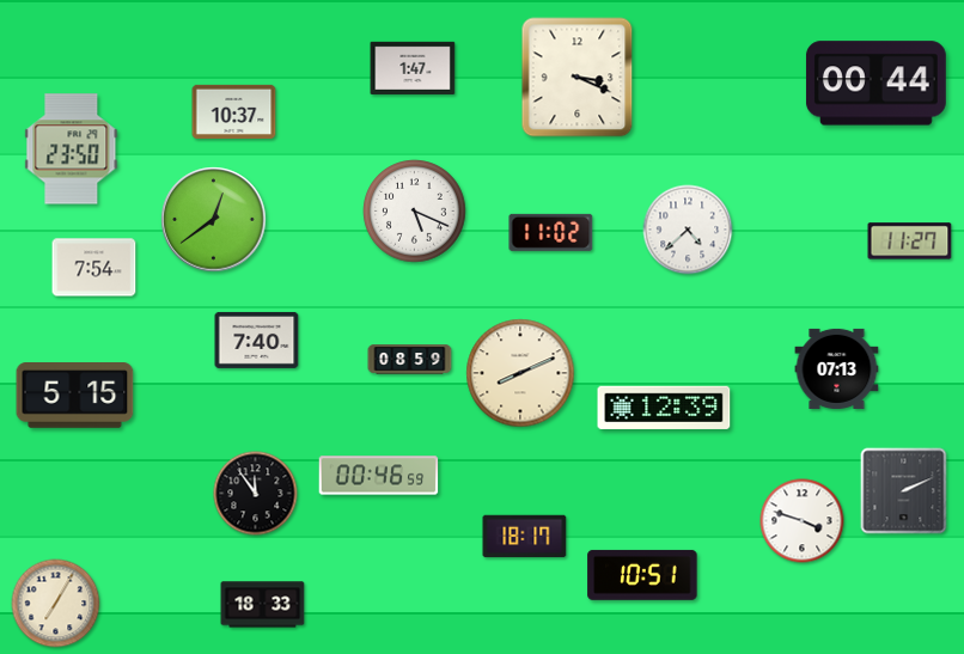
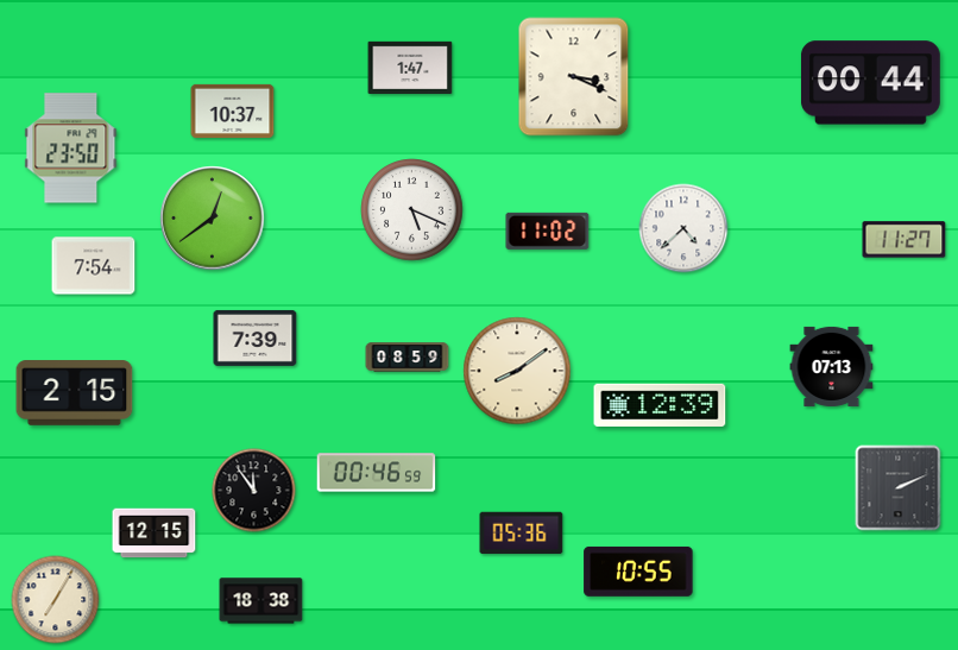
clock at (257, 340): 7:40 -> 7:39
clock at (520, 373): 8:11 -> 8:09
clock at (75, 396): 5:15 -> 2:15
clock at (803, 521): 3:48 -> none
clock at (155, 534): none -> 12:15
clock at (525, 537): 18:17 -> 05:36
clock at (642, 575): 10:51 -> 10:55
clock at (263, 605): 18:33 -> 18:38
